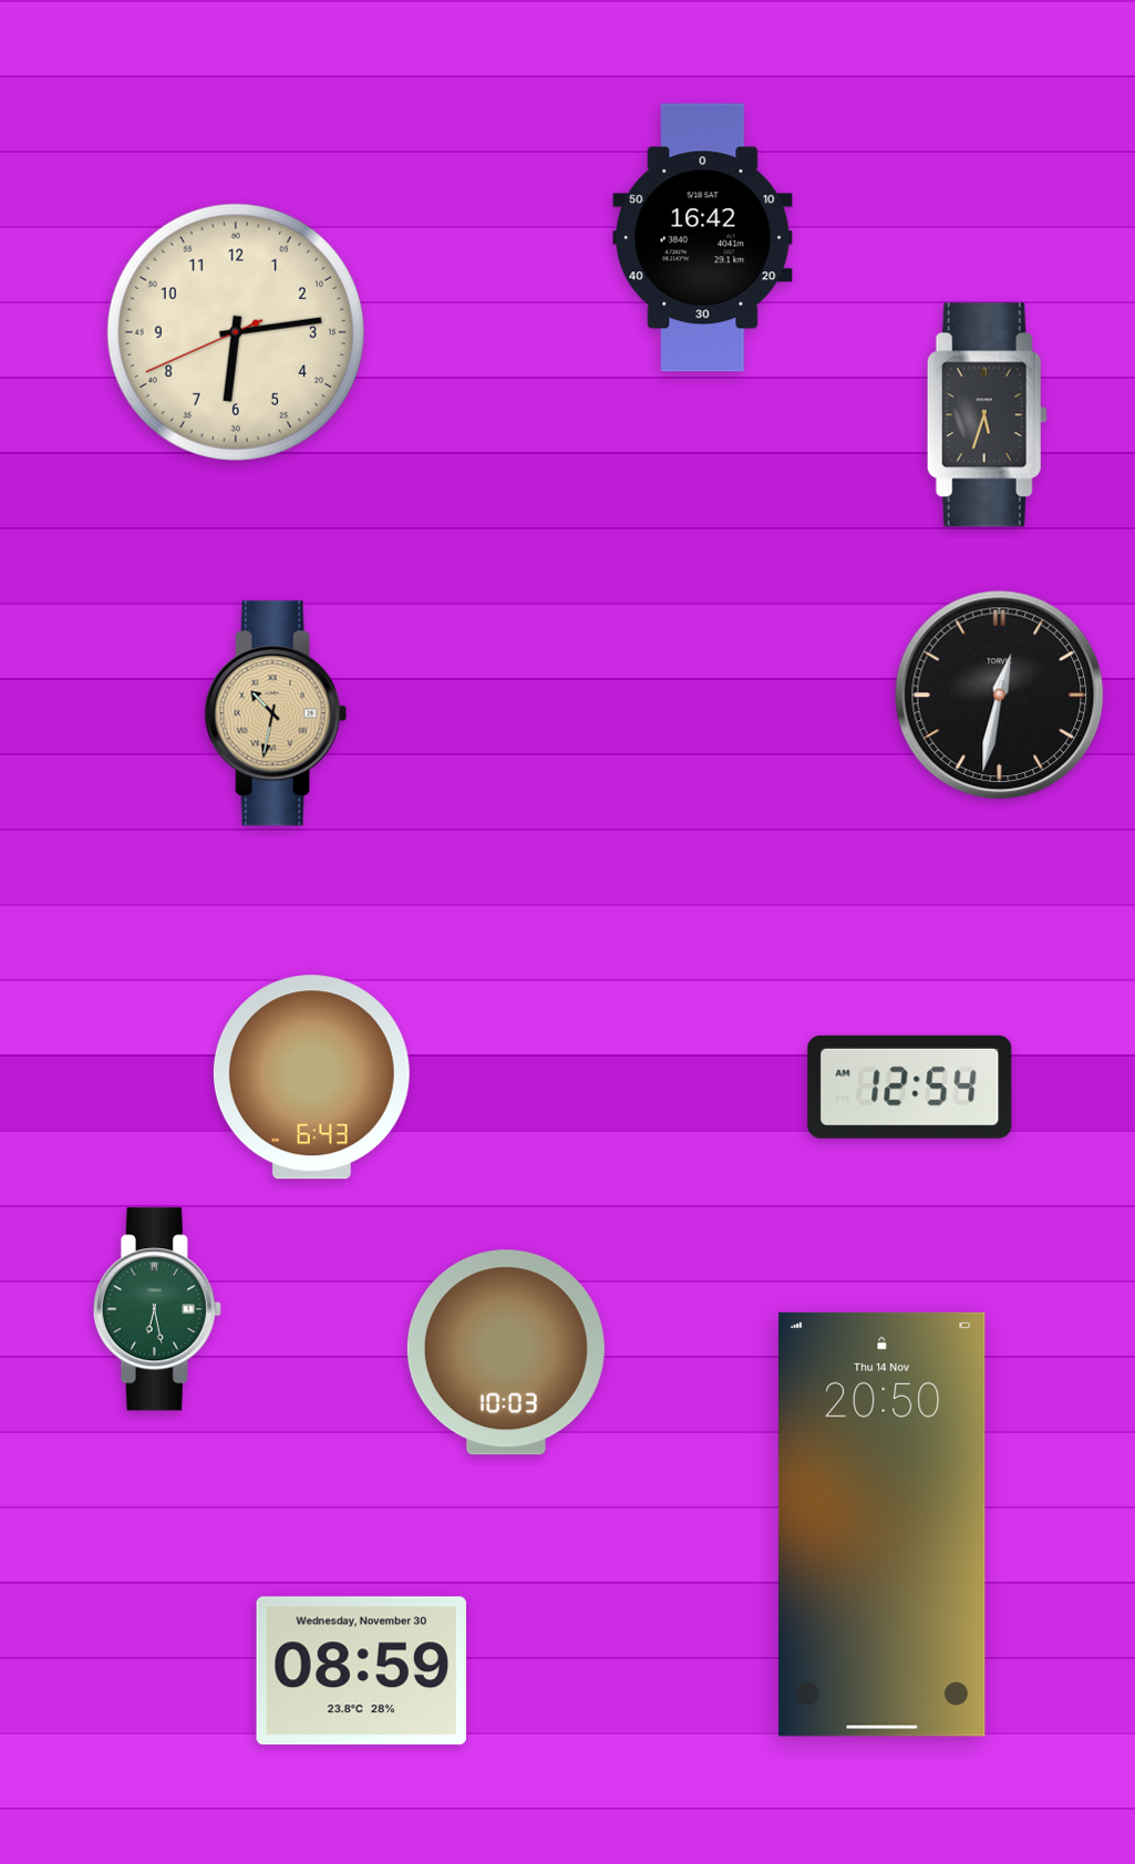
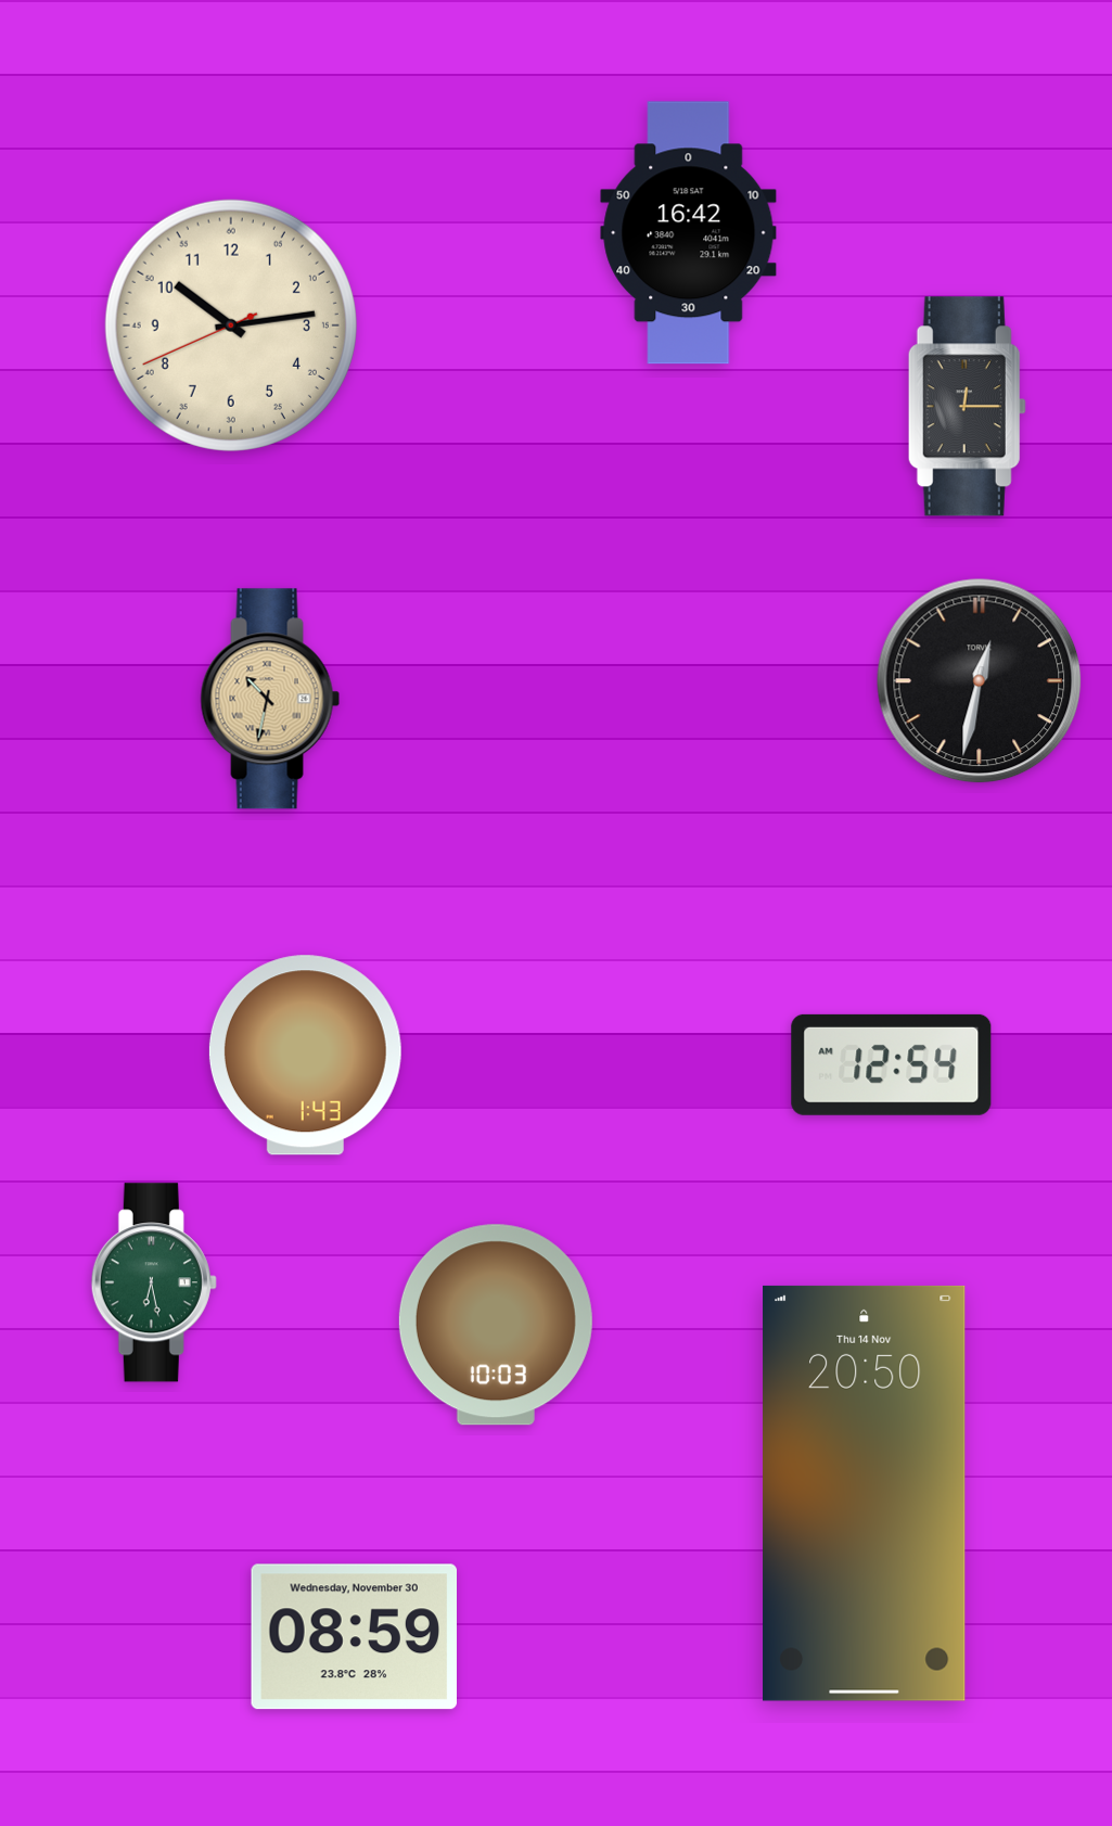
clock at (236, 332): 6:13 -> 10:13
clock at (987, 415): 5:33 -> 12:15
clock at (311, 1078): 6:43 -> 1:43
